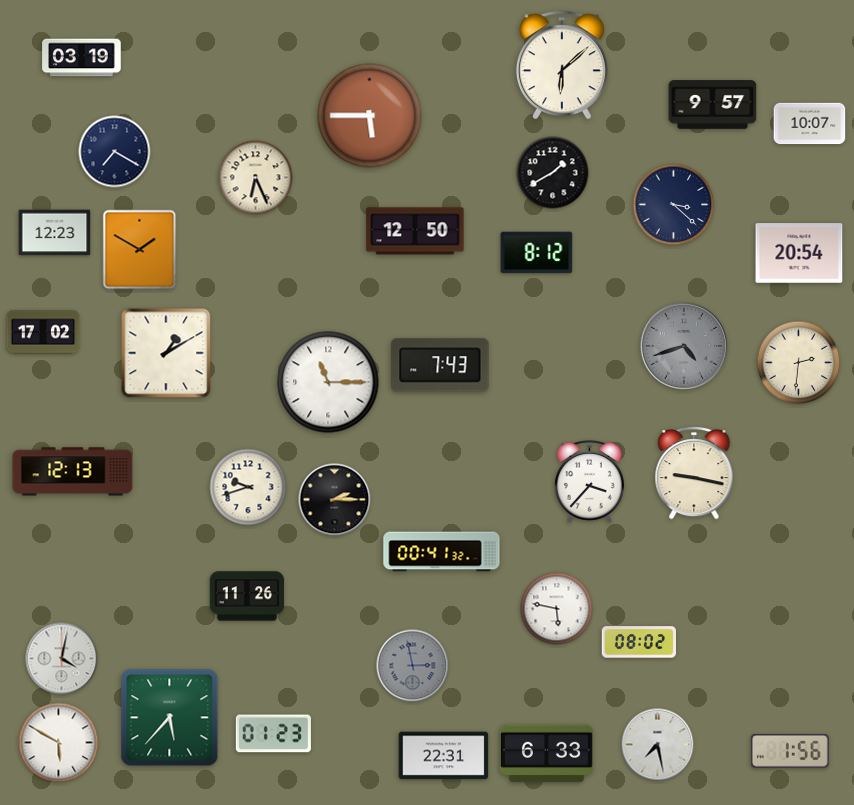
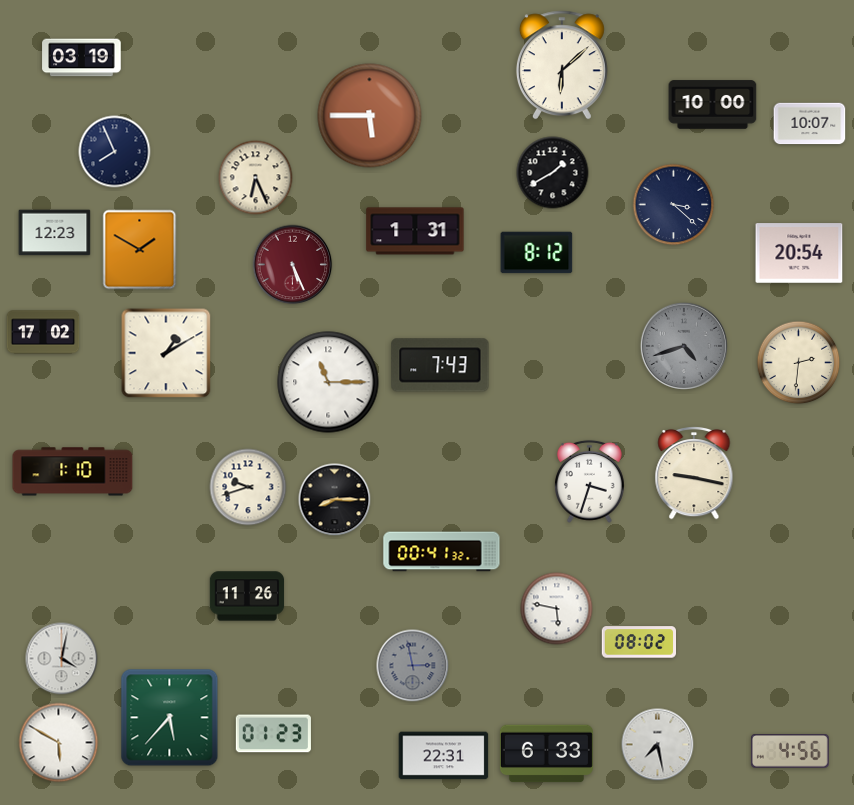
clock at (713, 105): 9:57 -> 10:00
clock at (115, 152): 7:20 -> 7:56
clock at (415, 231): 12:50 -> 1:31
clock at (293, 265): none -> 5:26
clock at (73, 472): 12:13 -> 1:10
clock at (589, 481): 3:37 -> 3:33
clock at (335, 500): 2:15 -> 8:15
clock at (790, 752): 1:56 -> 4:56
